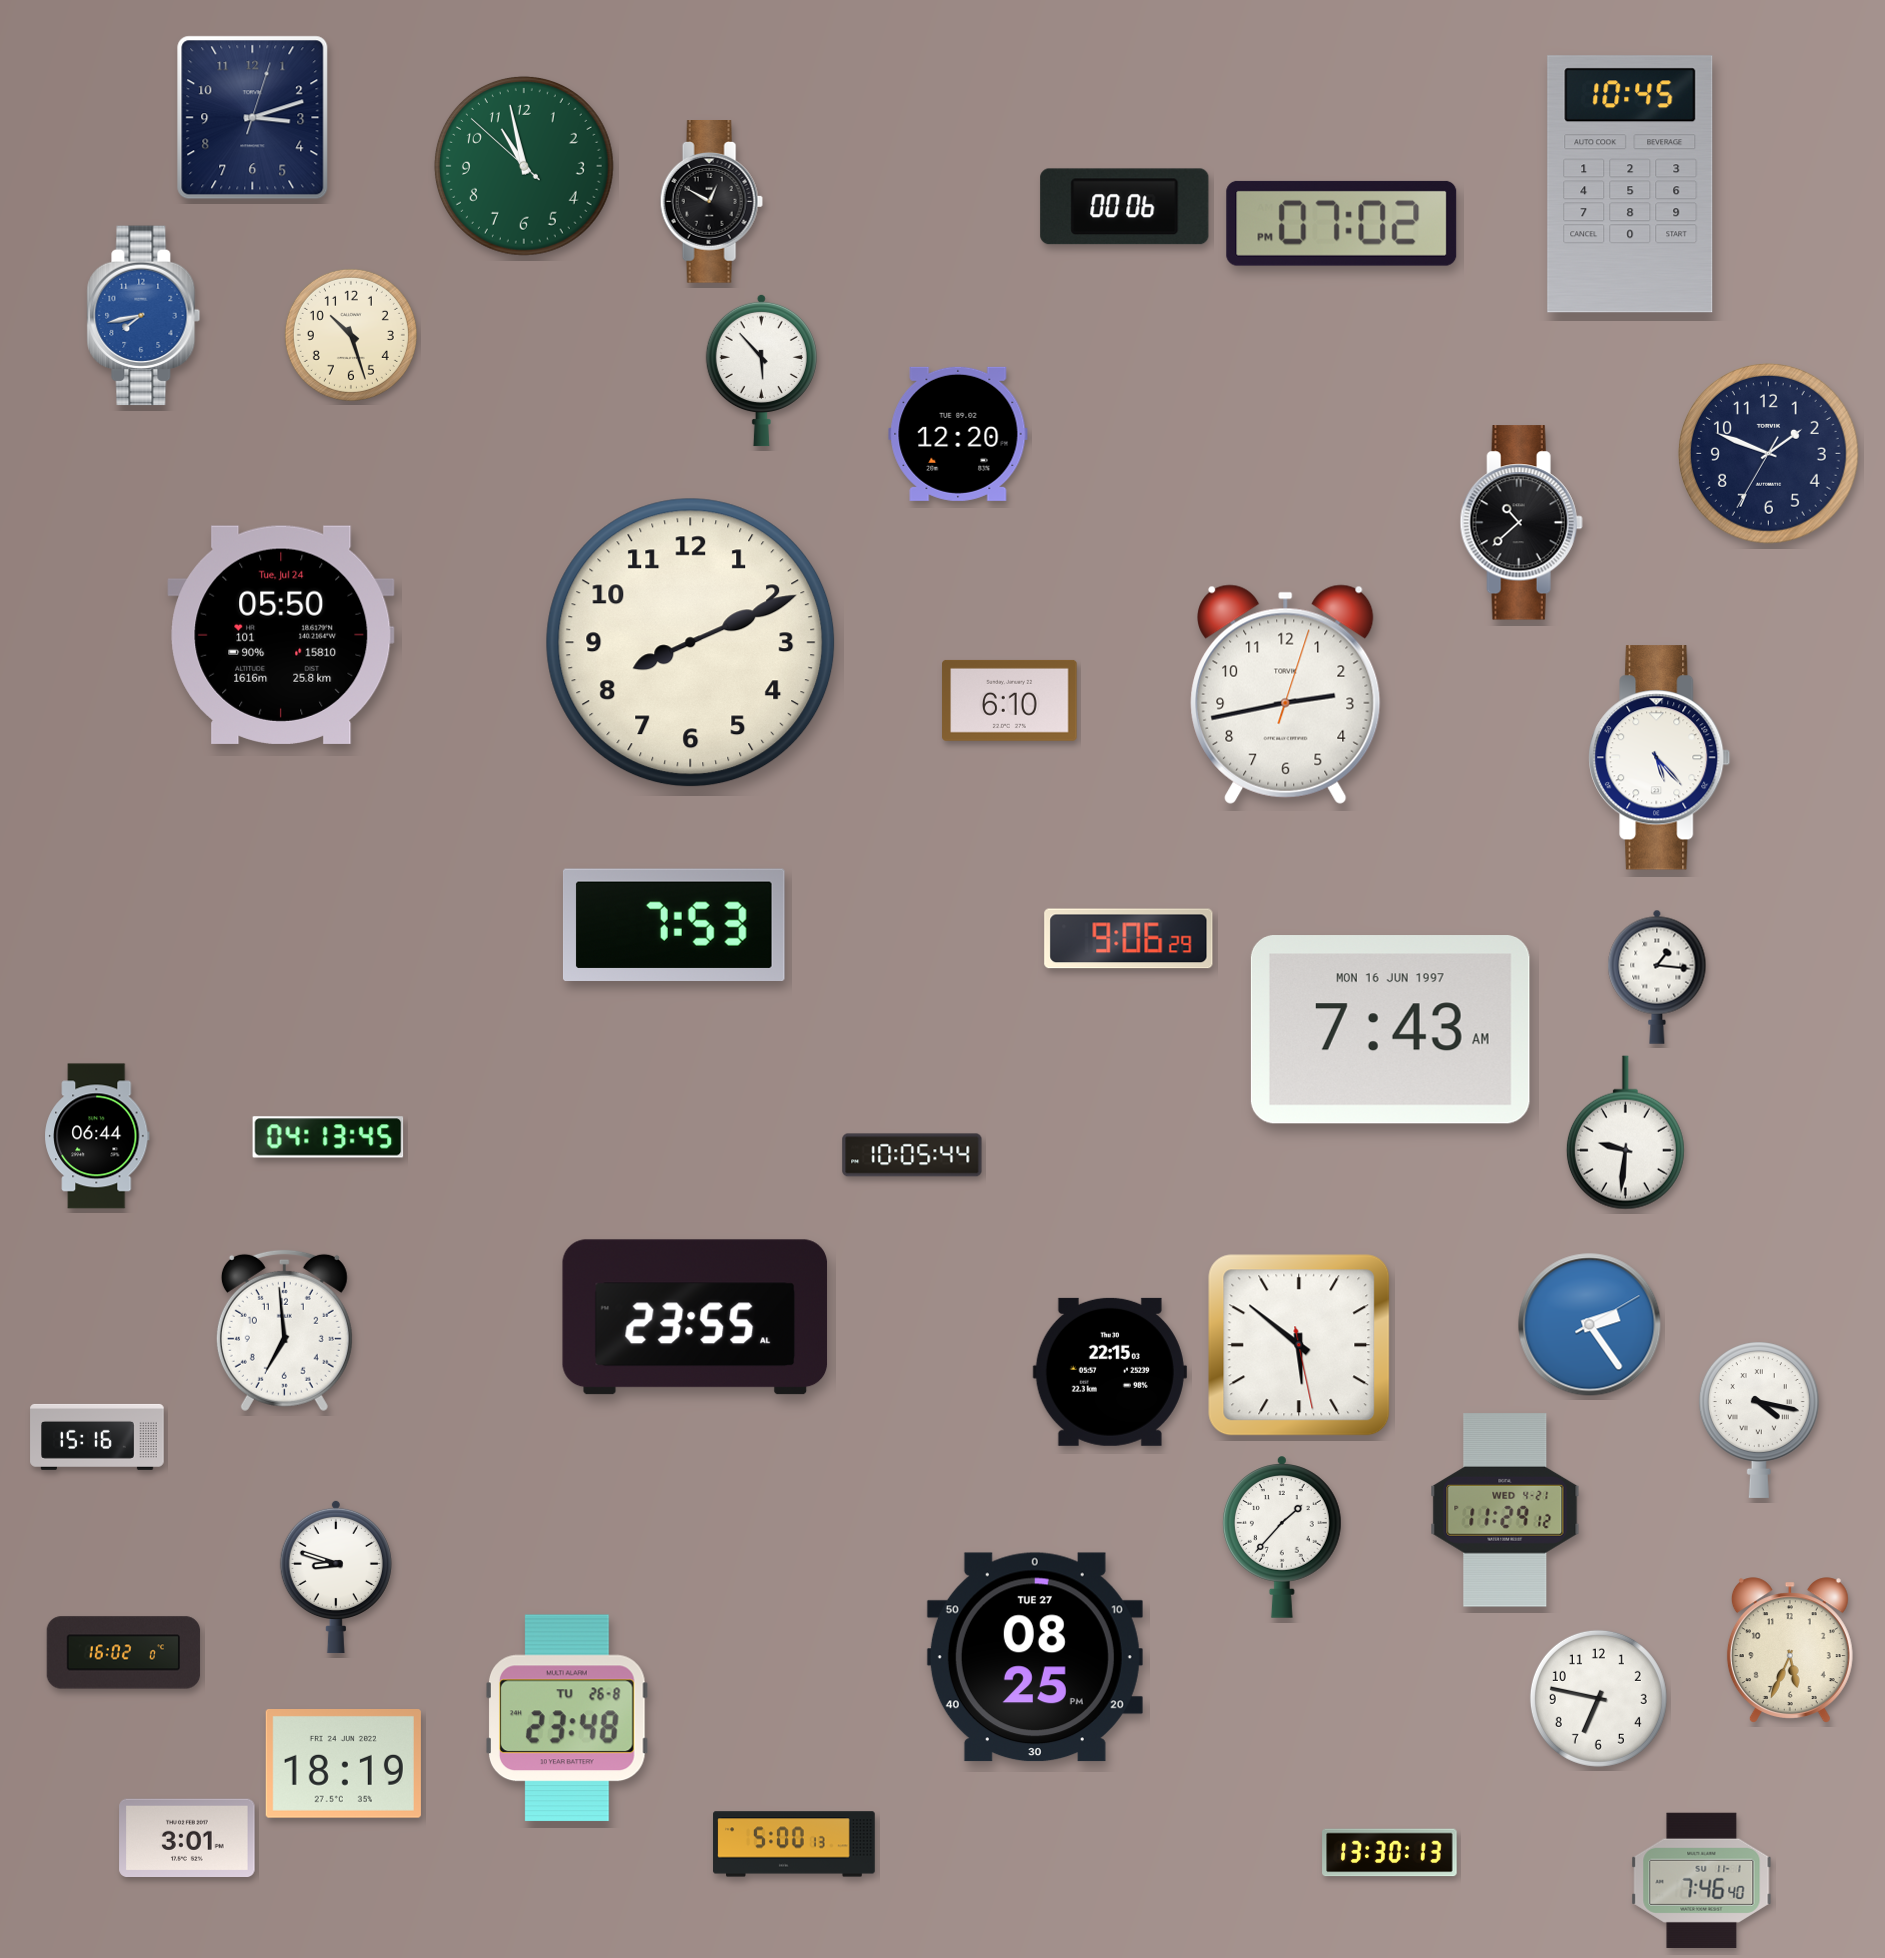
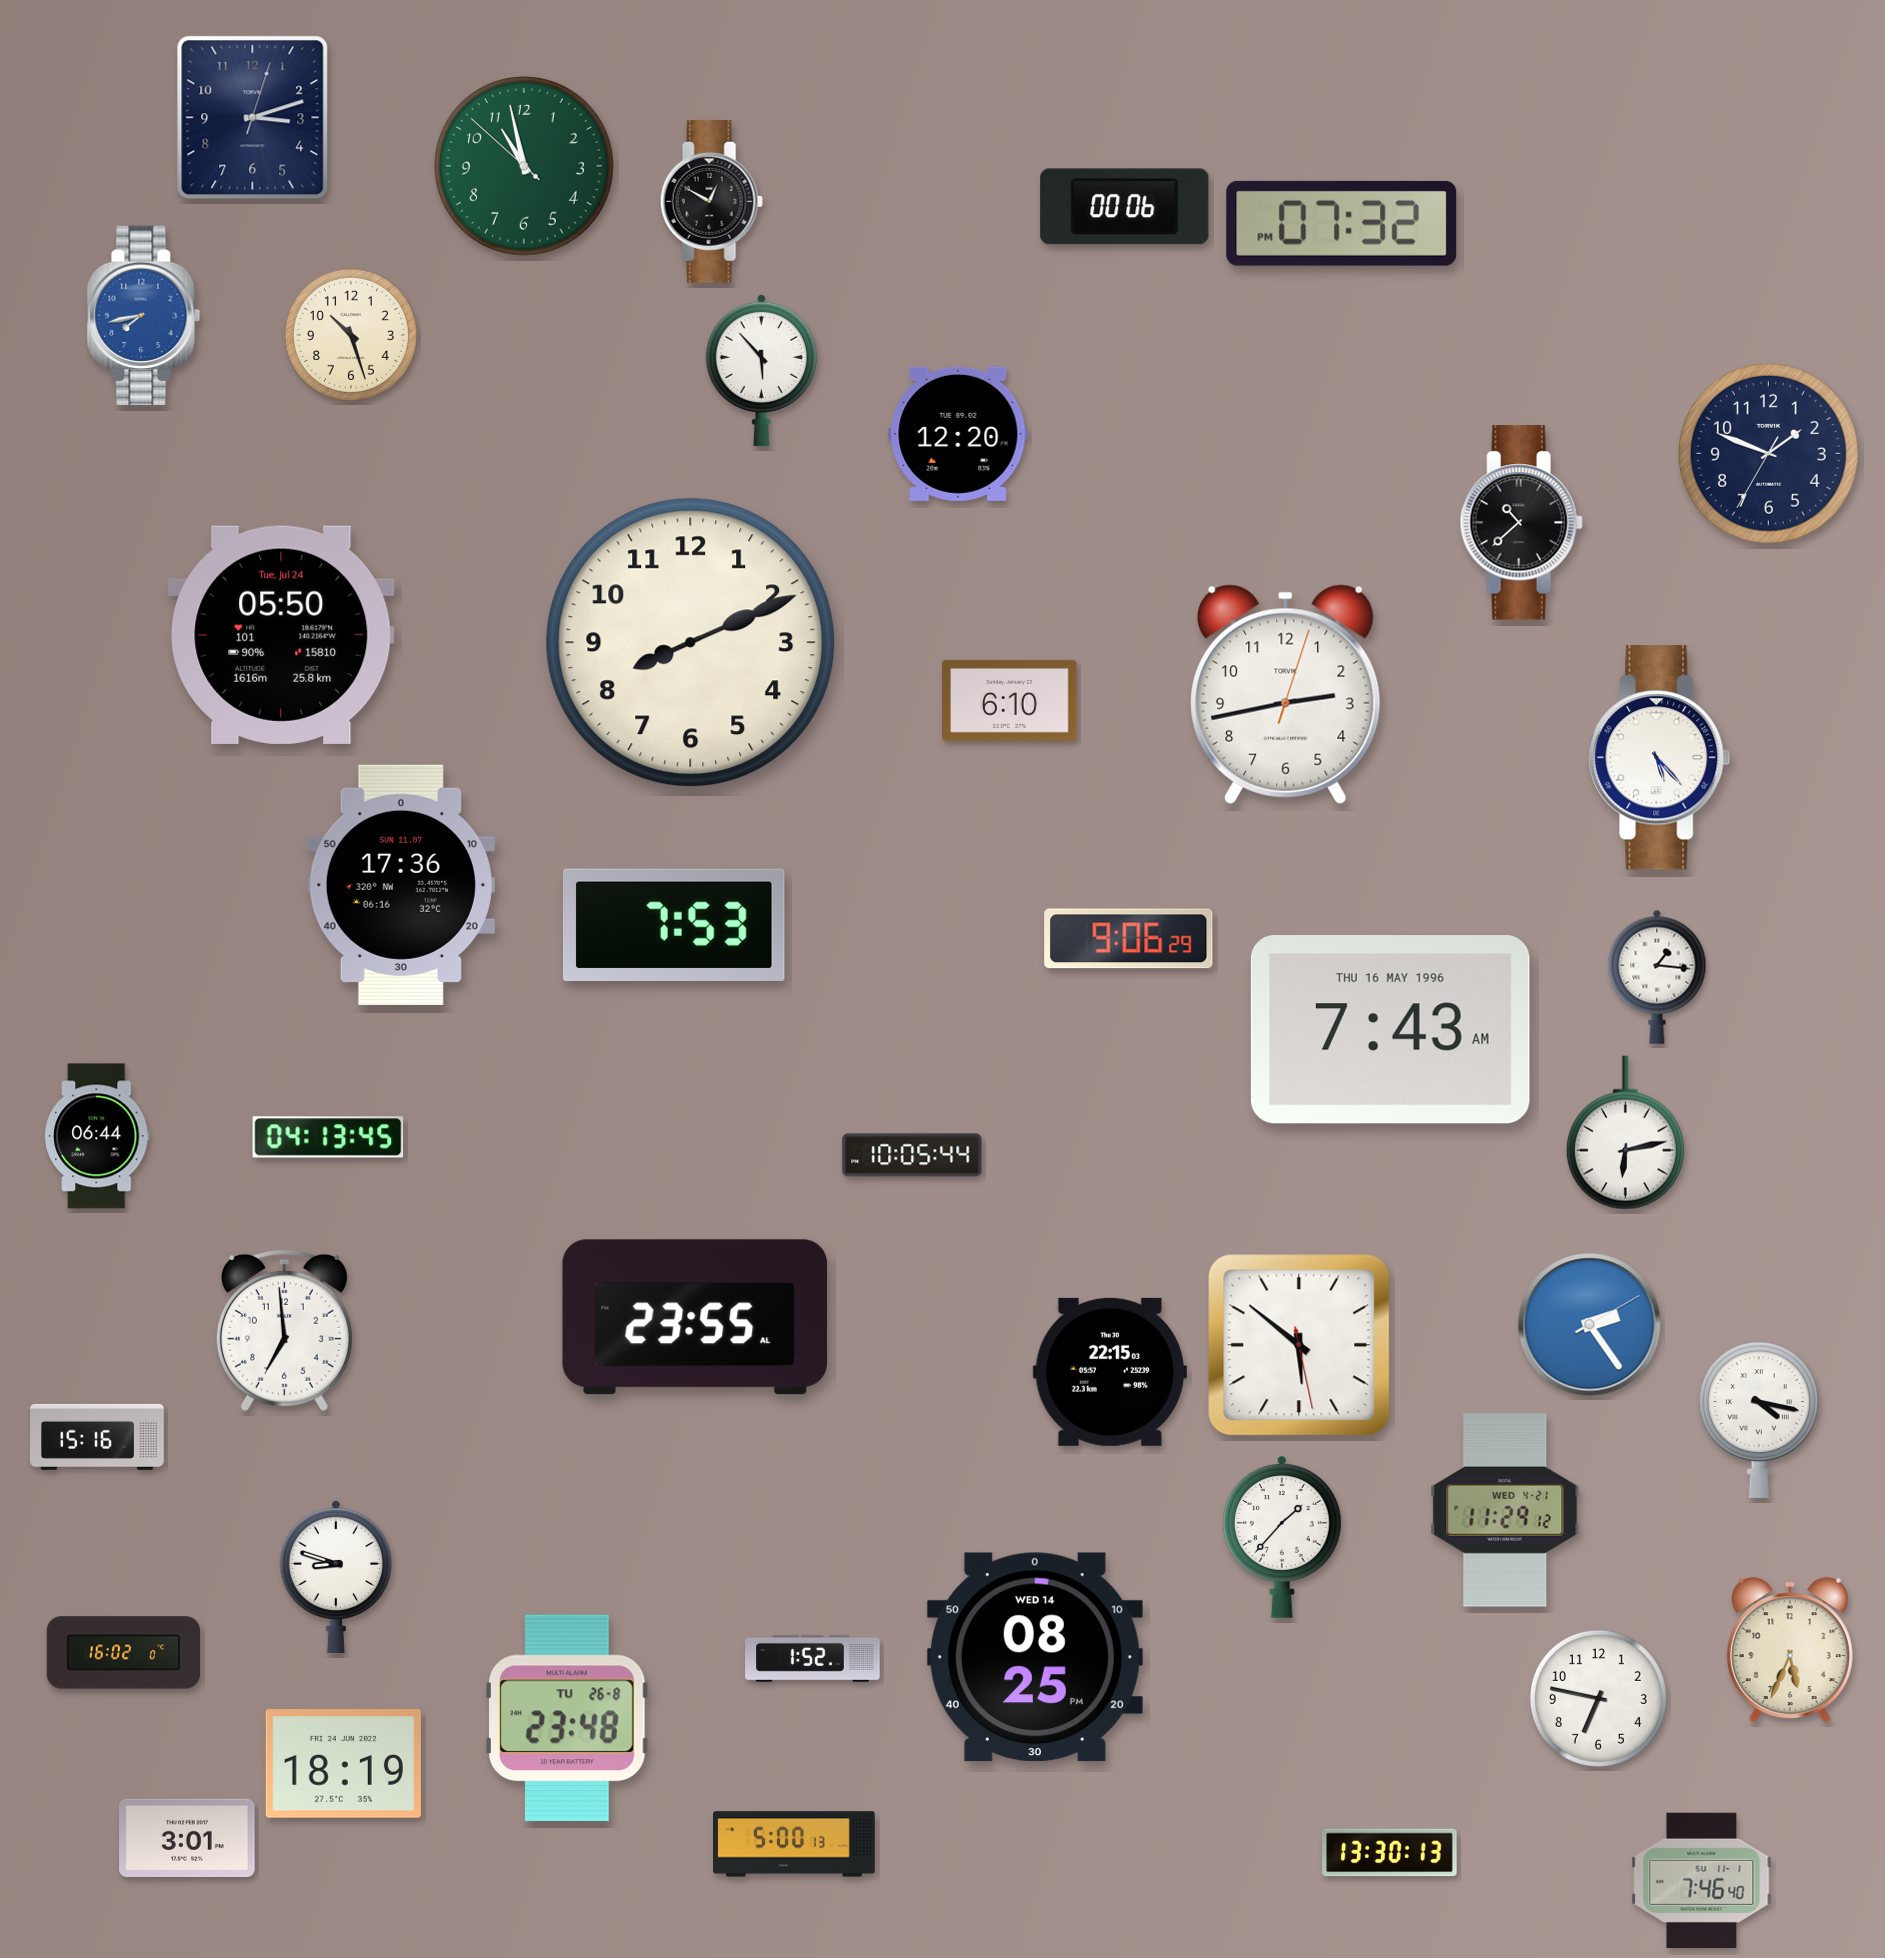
clock at (1630, 184): 10:45 -> none
clock at (1342, 223): 07:02 -> 07:32
clock at (401, 885): none -> 17:36
clock at (1390, 1030) date: MON 16 JUN 1997 -> THU 16 MAY 1996
clock at (1625, 1133): 9:31 -> 6:13
clock at (1035, 1657) date: TUE 27 -> WED 14
clock at (813, 1658): none -> 1:52
